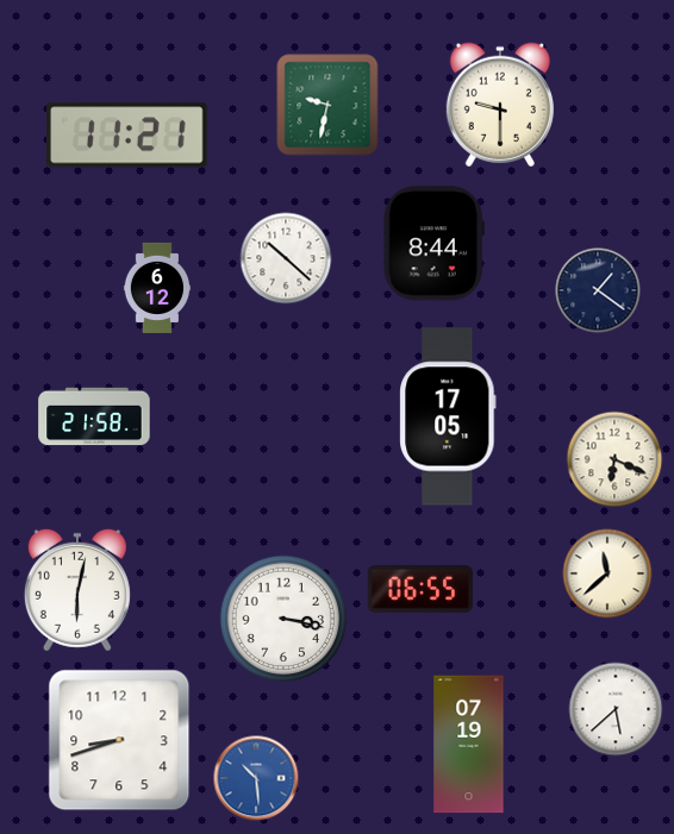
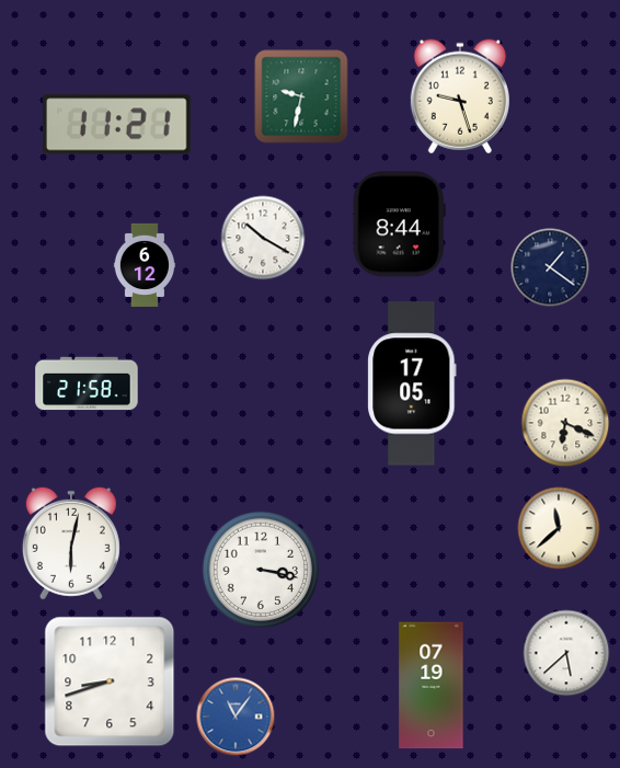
clock at (500, 105): 9:30 -> 9:27
clock at (286, 258): 10:22 -> 10:20
clock at (420, 589): 06:55 -> none
clock at (256, 778): 10:29 -> 11:06
